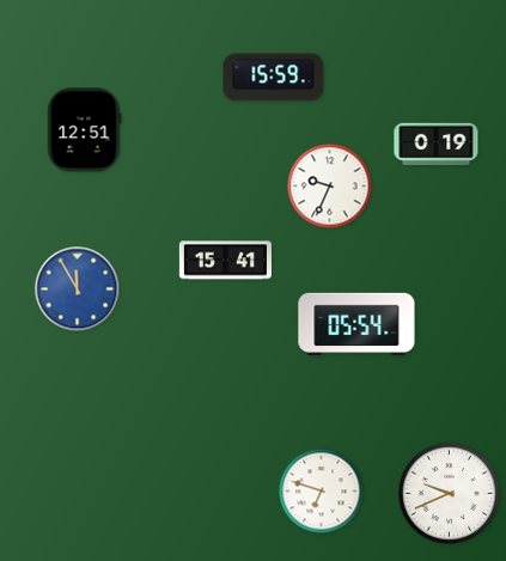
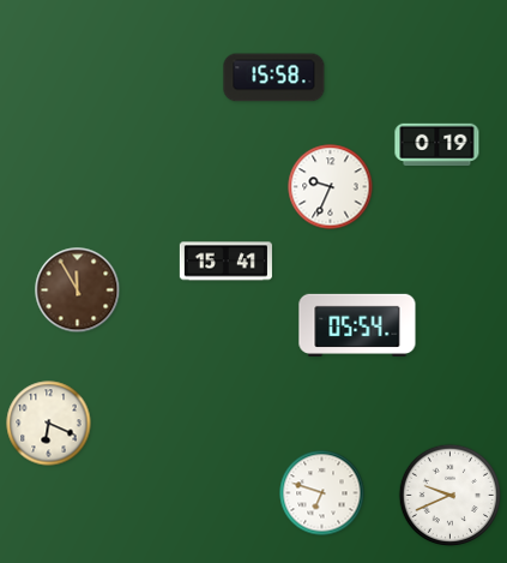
clock at (274, 78): 15:59 -> 15:58
clock at (85, 130): 12:51 -> none
clock at (78, 289) dial: blue -> brown
clock at (49, 424): none -> 6:19
